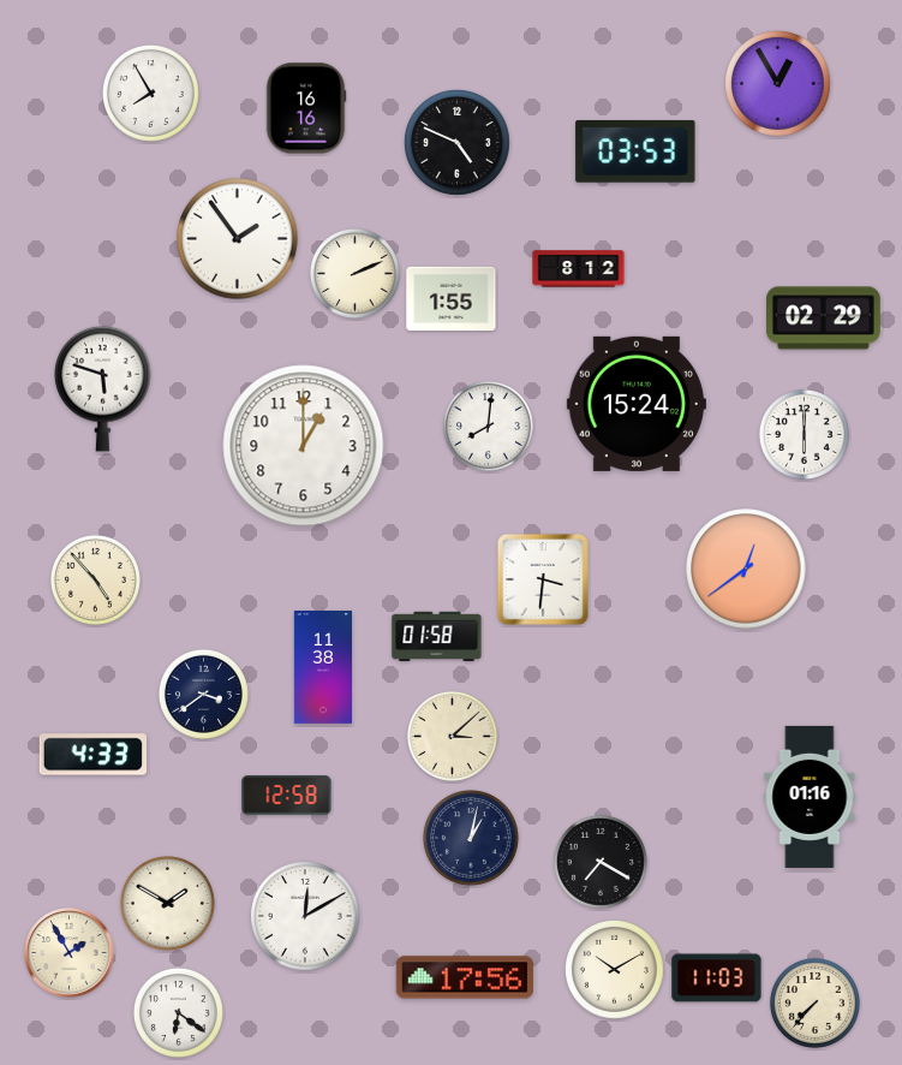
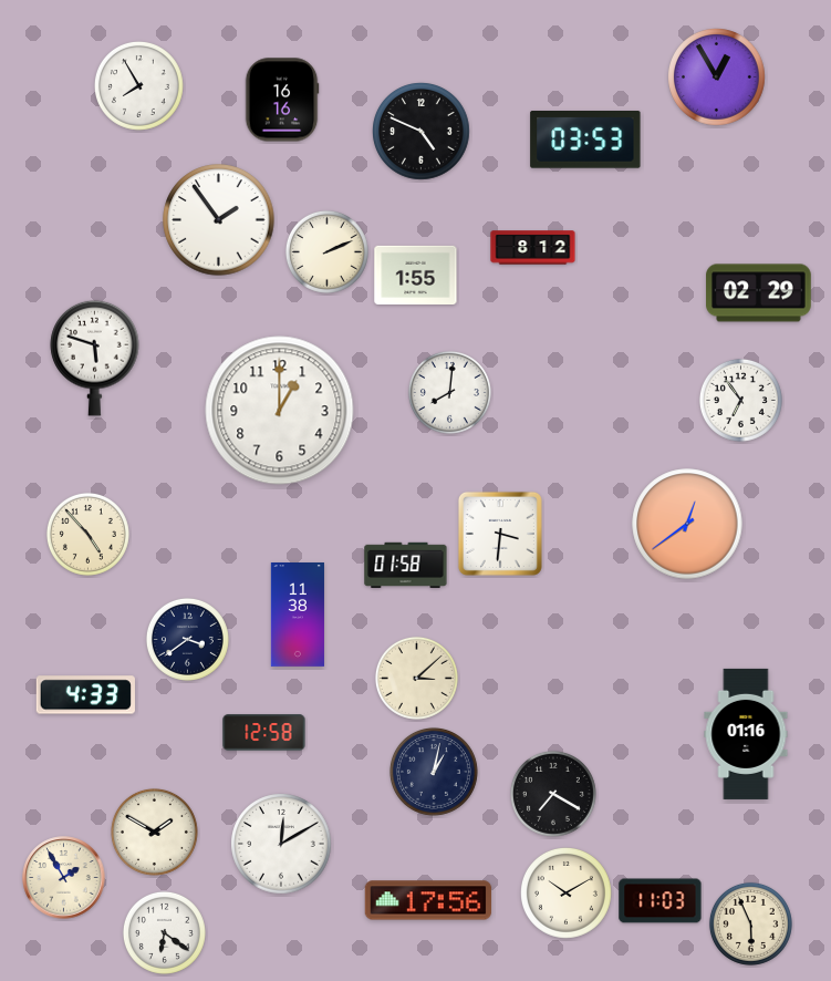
clock at (637, 404): 15:24 -> none
clock at (804, 434): 6:00 -> 6:54
clock at (437, 637) position: (437, 637) -> (406, 566)
clock at (814, 1002): 7:37 -> 5:56
